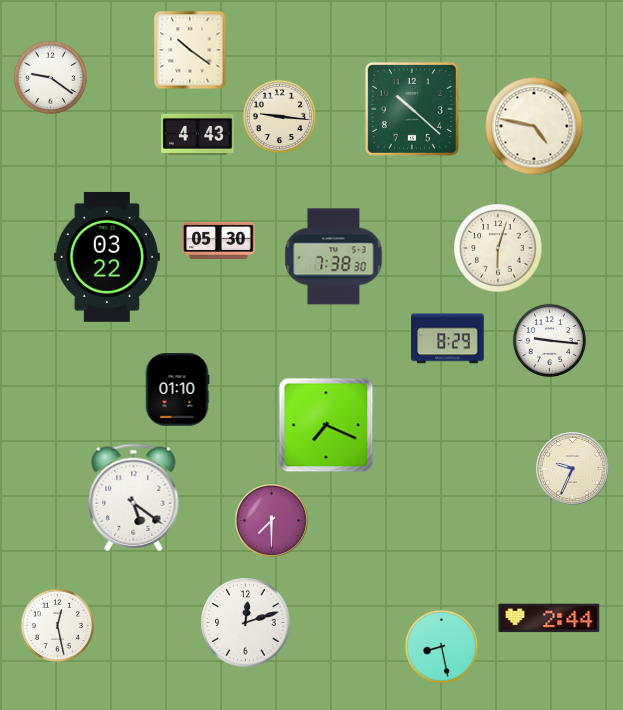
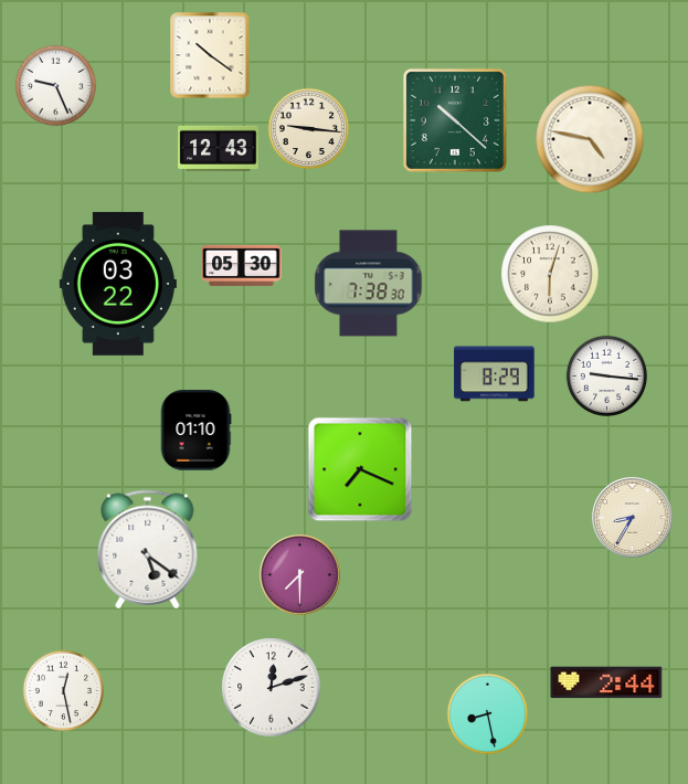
clock at (50, 77): 9:21 -> 9:26
clock at (198, 134): 4:43 -> 12:43
clock at (573, 469): 9:34 -> 8:35
